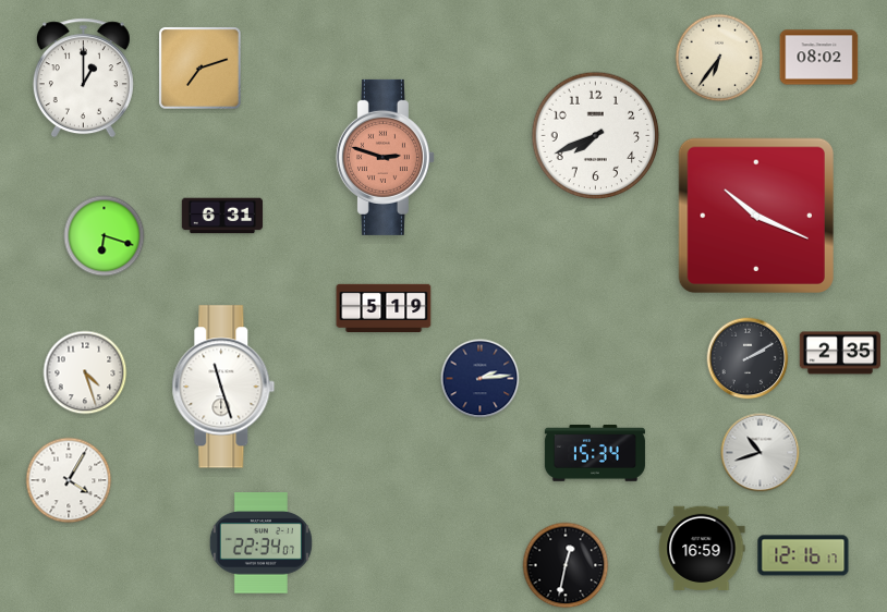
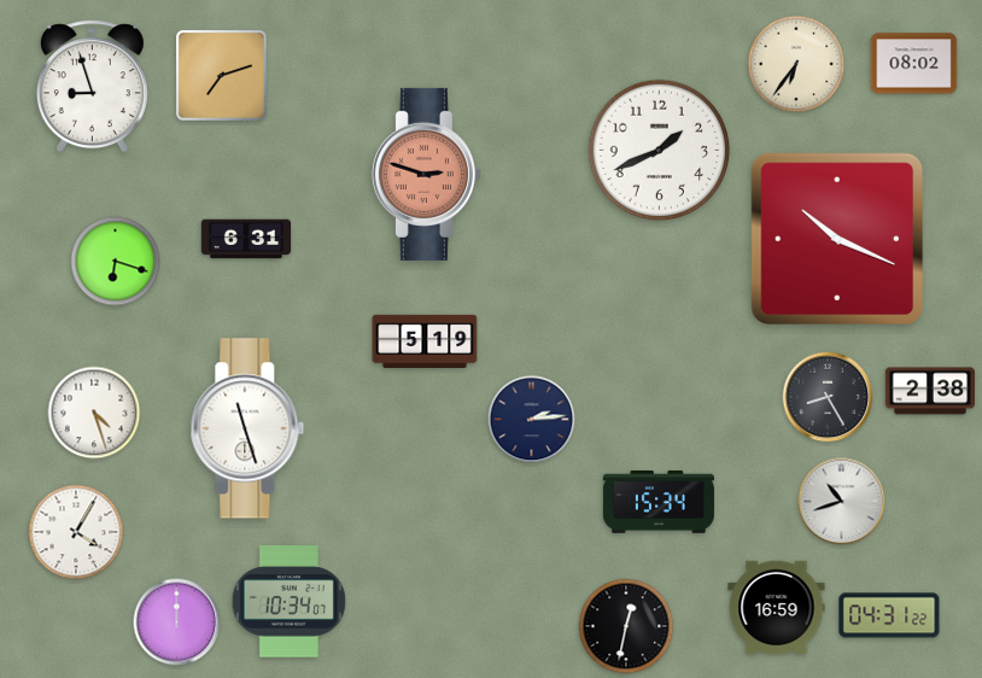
clock at (819, 58) position: (819, 58) -> (914, 64)
clock at (83, 78): 1:00 -> 8:57
clock at (596, 136): 7:41 -> 1:41
clock at (839, 353): 2:35 -> 2:38
clock at (748, 358): 2:10 -> 8:25
clock at (260, 543): 22:34 -> 10:34
clock at (803, 555): 12:16 -> 04:31
clock at (177, 623): none -> 12:00
